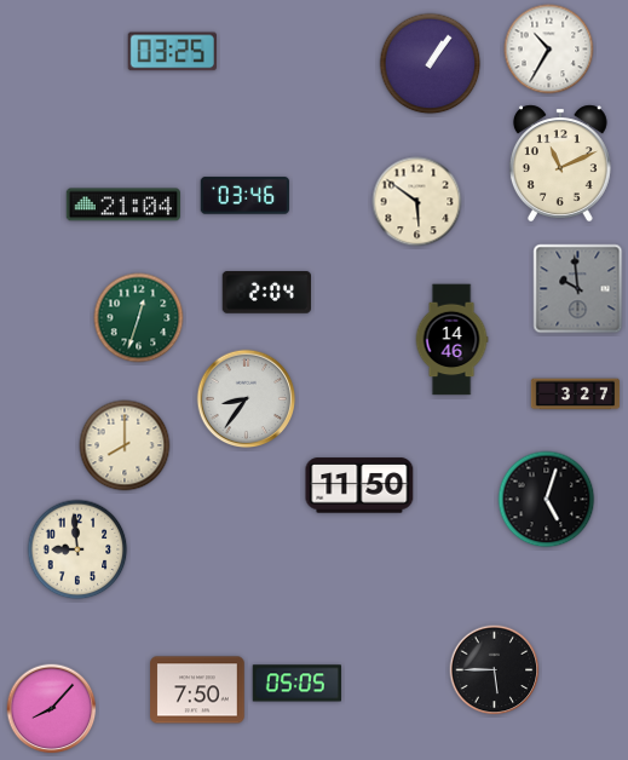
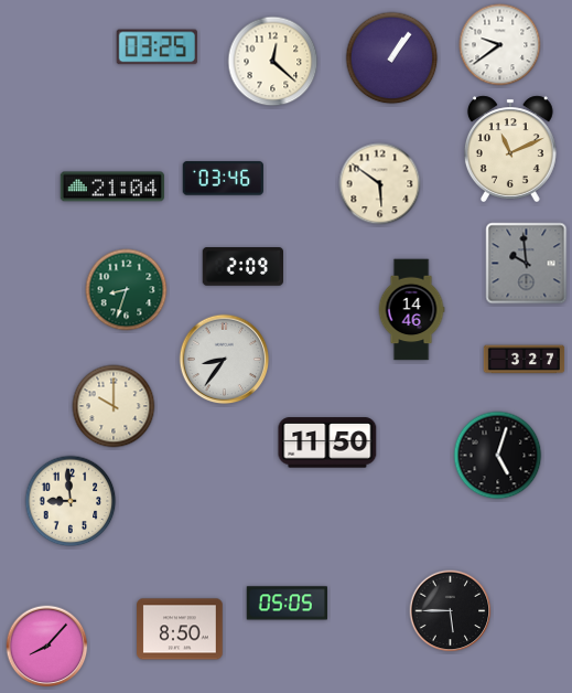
clock at (549, 50): 10:35 -> 9:39
clock at (273, 62): none -> 12:22
clock at (266, 293): 2:04 -> 2:09
clock at (139, 318): 12:33 -> 8:33
clock at (247, 399) position: (247, 399) -> (225, 360)
clock at (125, 445): 8:00 -> 10:00
clock at (296, 684) position: (296, 684) -> (287, 604)
clock at (197, 690): 7:50 -> 8:50
